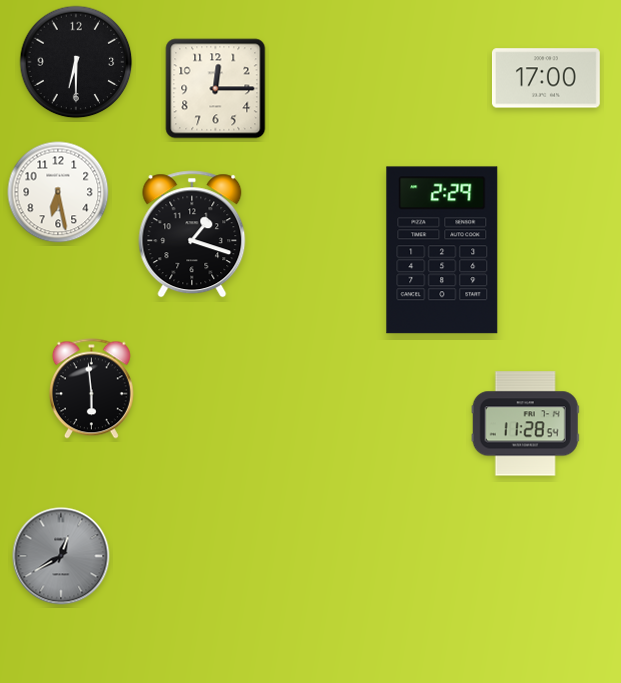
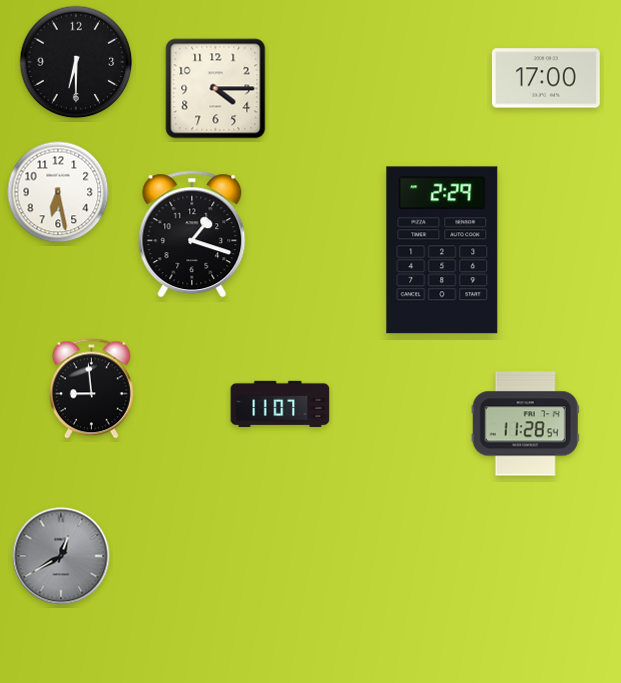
clock at (216, 89): 12:15 -> 4:15
clock at (91, 389): 5:59 -> 8:59
clock at (280, 404): none -> 11:07
